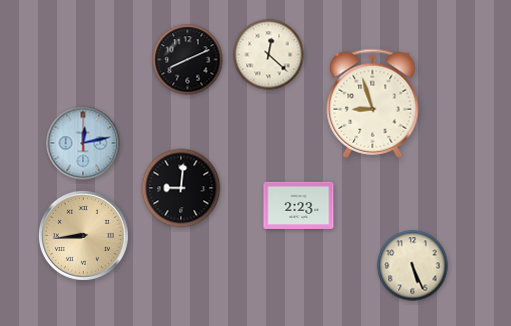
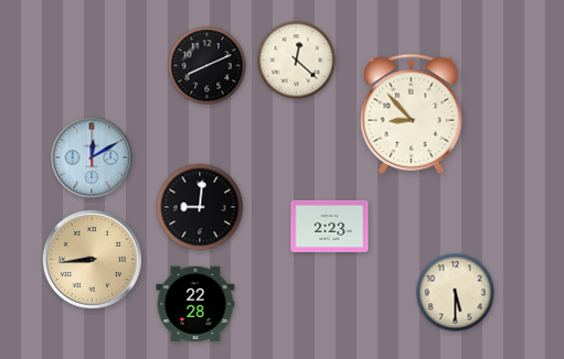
clock at (373, 103): 8:57 -> 8:53
clock at (83, 143): 12:13 -> 12:10
clock at (413, 266): 5:26 -> 5:30
clock at (195, 304): none -> 22:28
